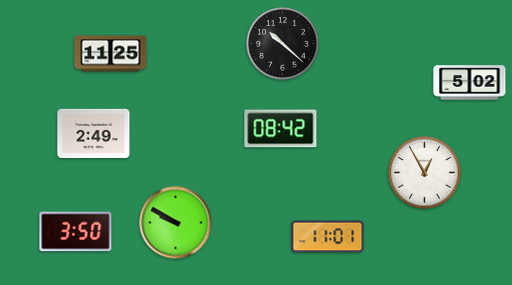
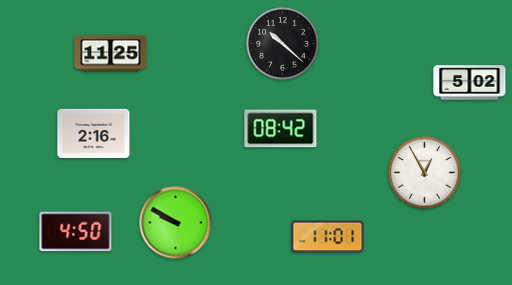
clock at (94, 133): 2:49 -> 2:16
clock at (76, 232): 3:50 -> 4:50
